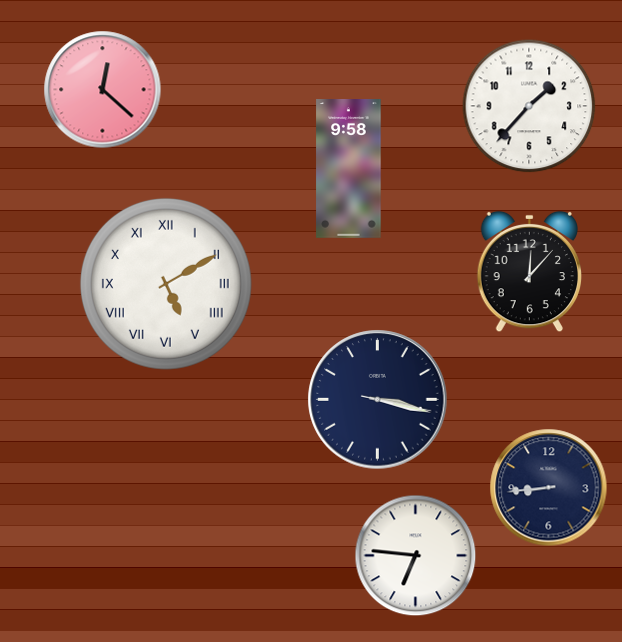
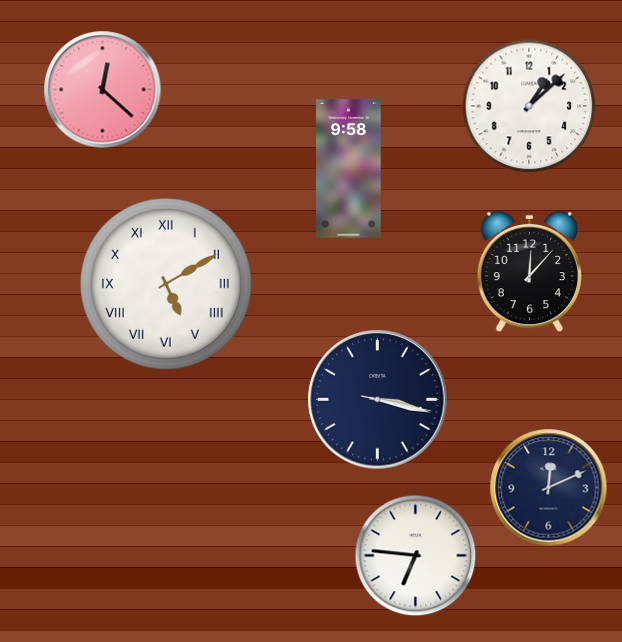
clock at (529, 106): 1:37 -> 1:08
clock at (549, 488): 8:44 -> 12:11
